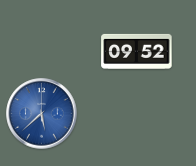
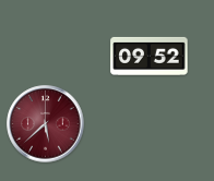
clock at (42, 114) dial: blue -> burgundy
